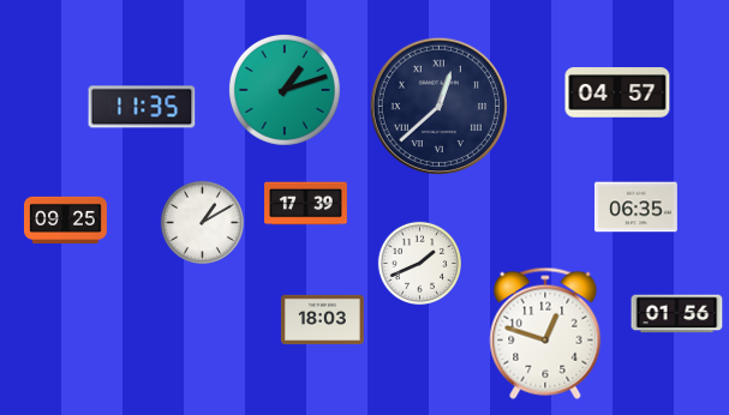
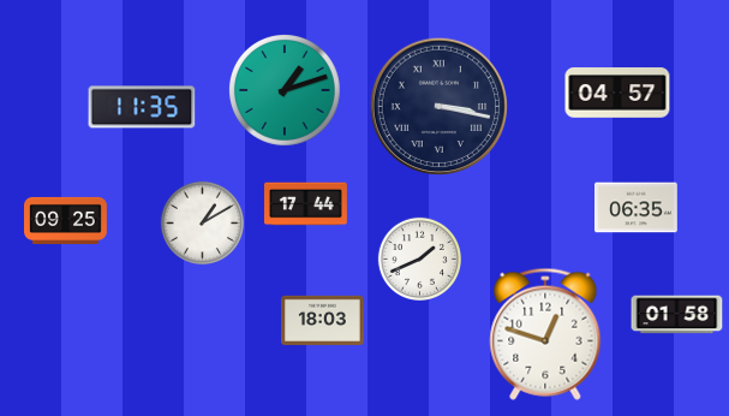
clock at (438, 106): 12:38 -> 3:17
clock at (306, 204): 17:39 -> 17:44
clock at (419, 263) position: (419, 263) -> (419, 258)
clock at (677, 314): 01:56 -> 01:58
